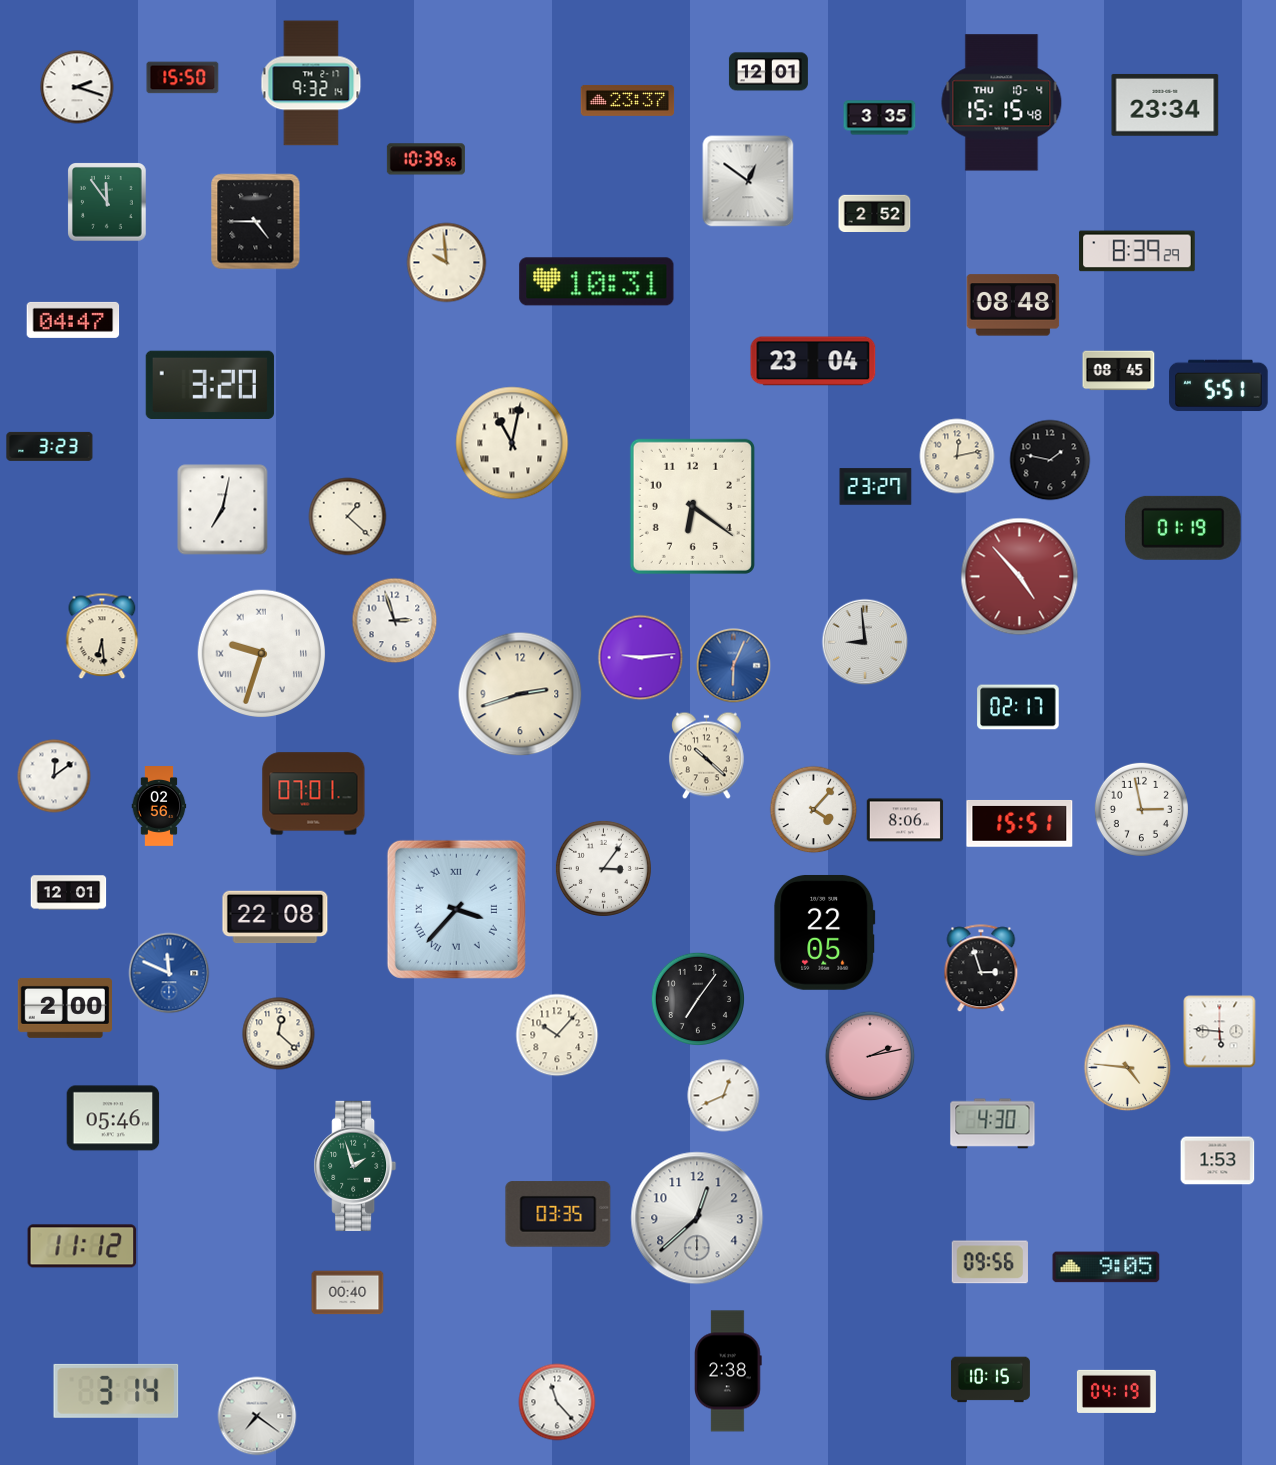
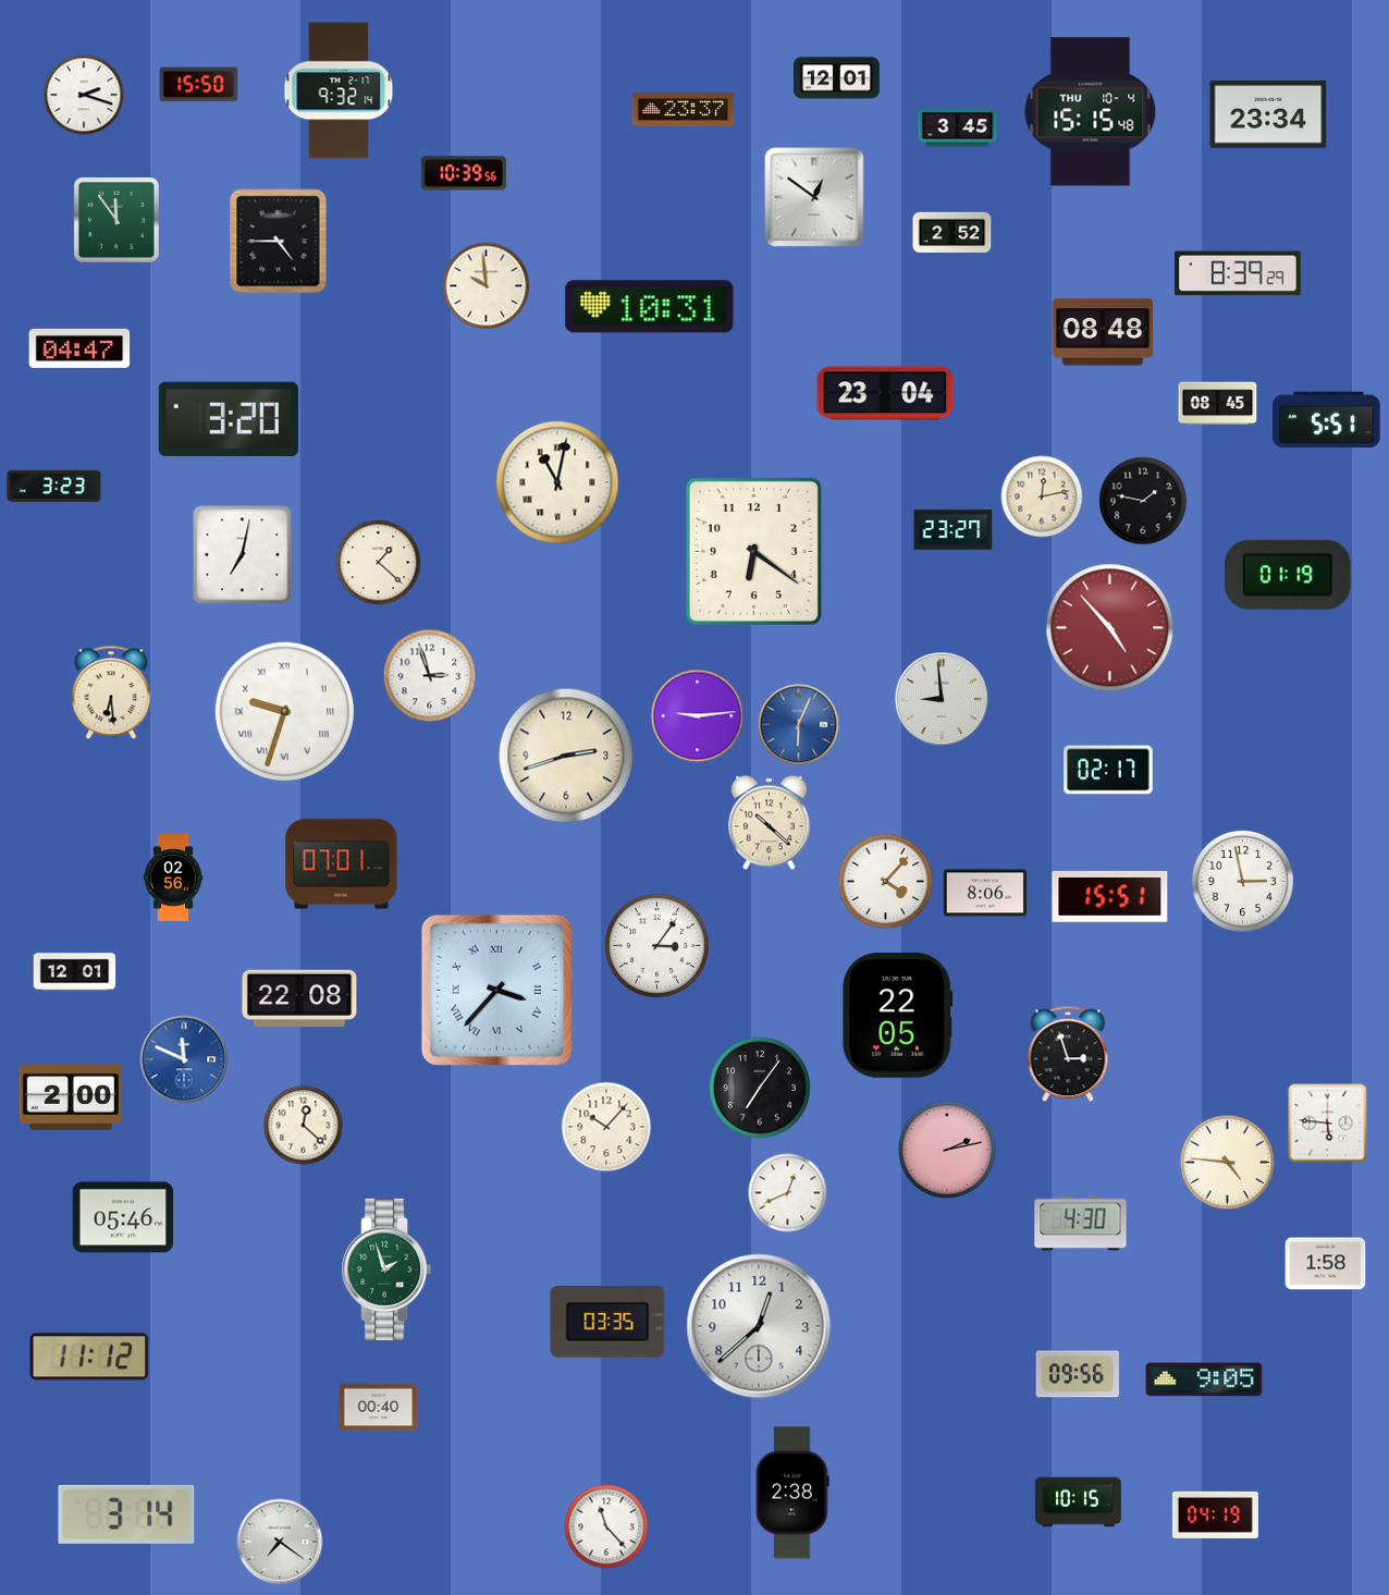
clock at (880, 118): 3:35 -> 3:45
clock at (54, 776): 12:09 -> none
clock at (1218, 1161): 1:53 -> 1:58
